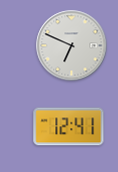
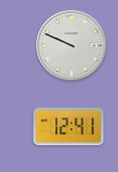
clock at (72, 46): 6:49 -> 9:49
